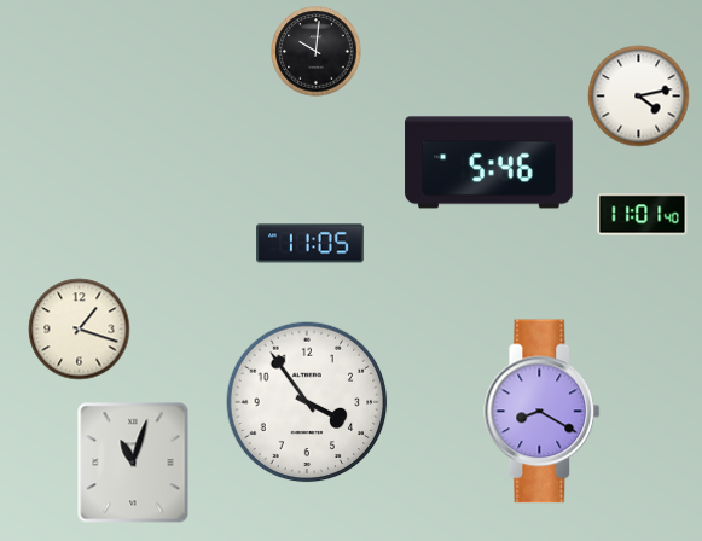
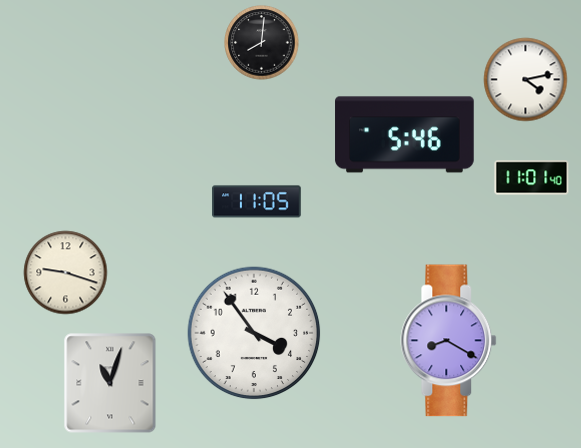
clock at (317, 52): 10:01 -> 8:01
clock at (639, 97) position: (639, 97) -> (526, 80)
clock at (80, 330): 1:18 -> 9:18
